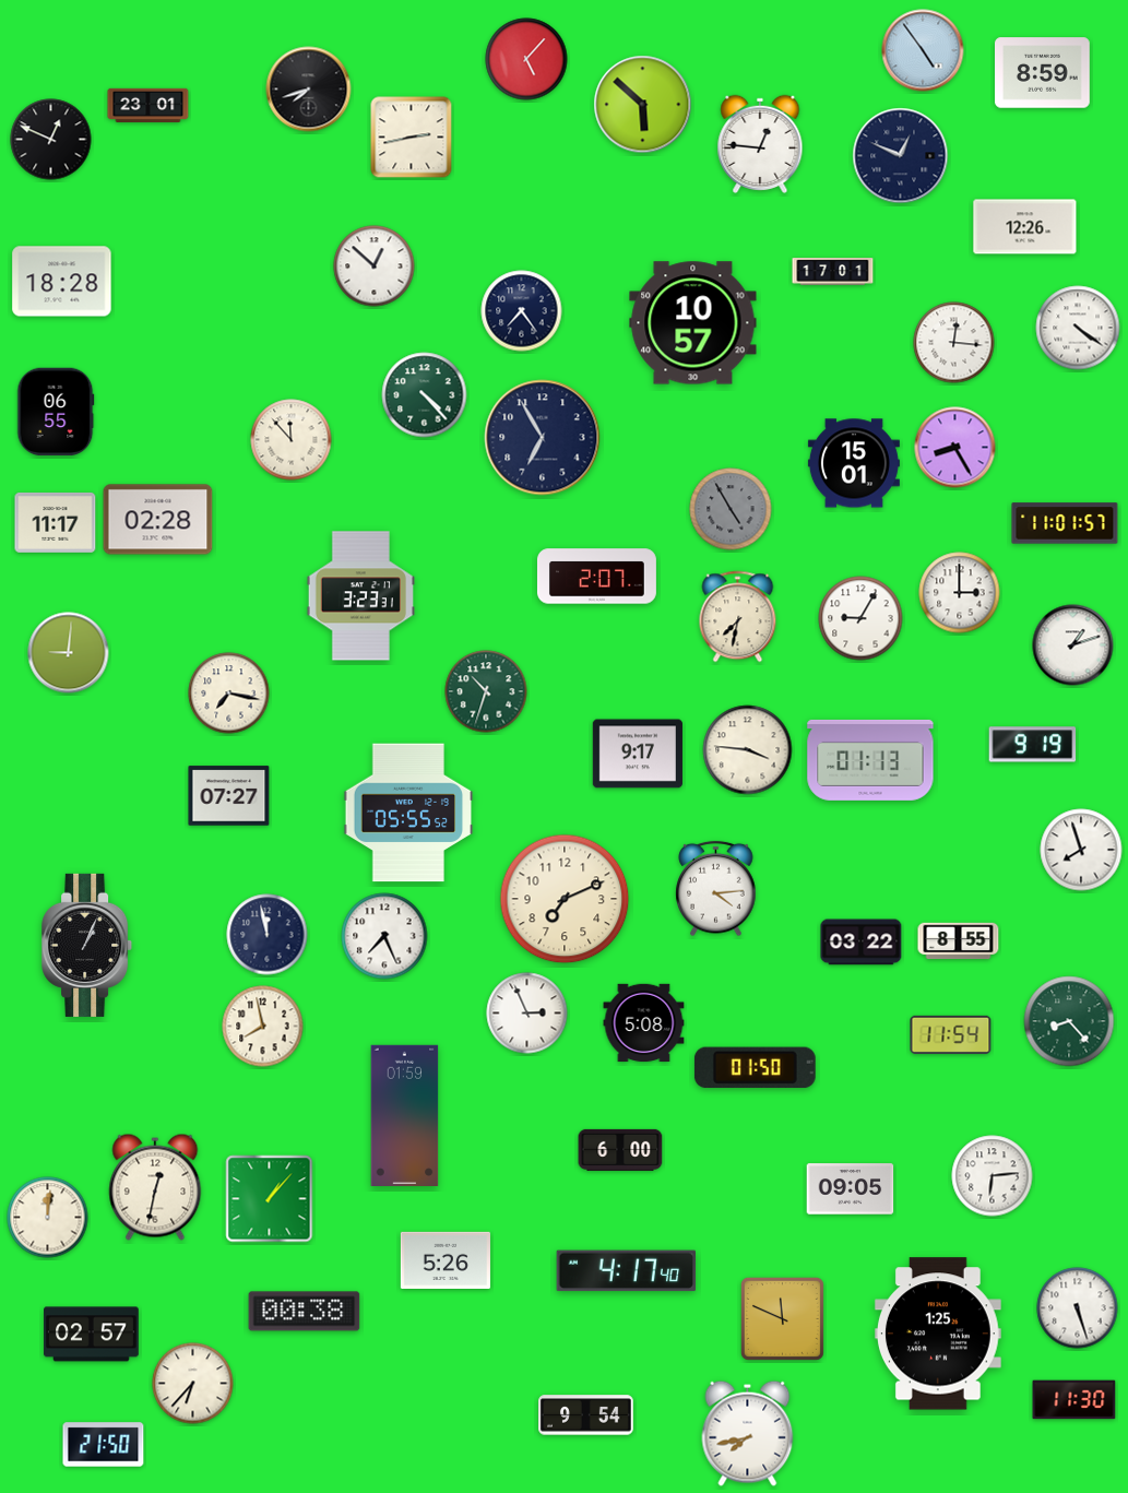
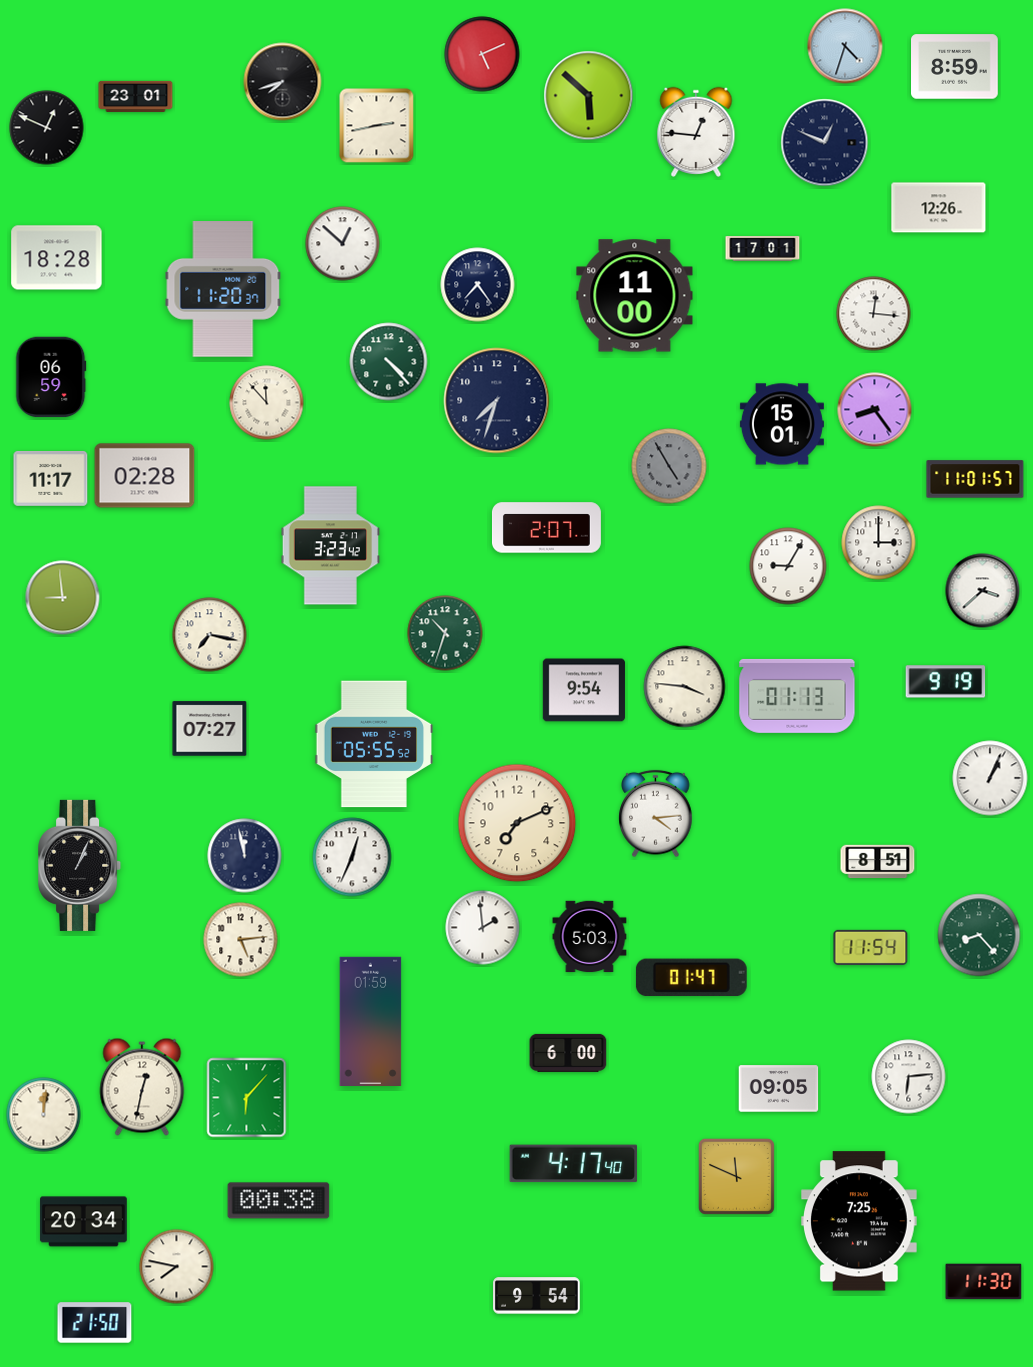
clock at (923, 50): 4:54 -> 4:33
clock at (526, 59): 5:07 -> 5:11
clock at (223, 290): none -> 11:20
clock at (693, 323): 10:57 -> 11:00
clock at (1078, 328): 4:21 -> none
clock at (56, 412): 06:55 -> 06:59
clock at (543, 438): 6:55 -> 7:33
clock at (955, 448): 8:25 -> 8:24
clock at (360, 596): 3:23:31 -> 3:23:42
clock at (738, 617): 7:32 -> none
clock at (1073, 645): 1:12 -> 3:38
clock at (69, 653): 9:01 -> 8:59
clock at (638, 754): 9:17 -> 9:54
clock at (1081, 850): 7:57 -> 1:04
clock at (384, 936): 7:26 -> 12:34
clock at (959, 941): 8:55 -> 8:51
clock at (862, 943): 03:22 -> none
clock at (527, 1014): 2:56 -> 1:59
clock at (644, 1023): 5:08 -> 5:03
clock at (263, 1027): 7:58 -> 5:14
clock at (755, 1068): 01:50 -> 01:47
clock at (270, 1199): 1:07 -> 6:07
clock at (446, 1260): 5:26 -> none
clock at (1078, 1308): 5:27 -> none
clock at (782, 1318) position: (782, 1318) -> (736, 1176)
clock at (938, 1334): 1:25 -> 7:25
clock at (92, 1335): 02:57 -> 20:34
clock at (193, 1384): 6:37 -> 7:47
clock at (748, 1433): 7:43 -> none
